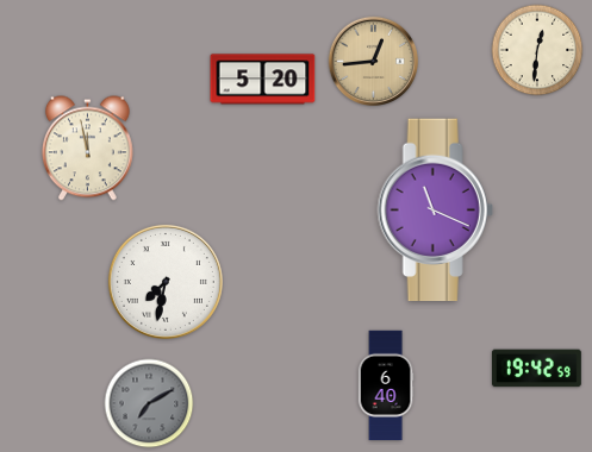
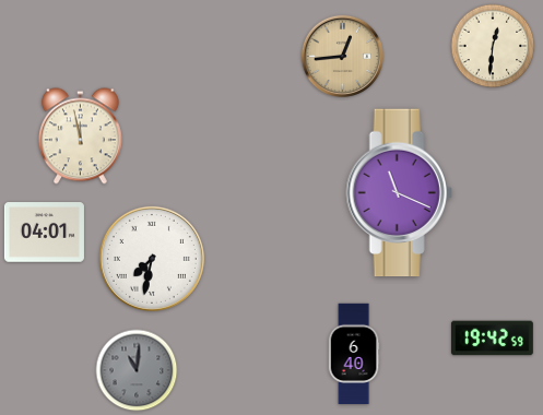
clock at (263, 80): 5:20 -> none
clock at (44, 233): none -> 04:01
clock at (149, 403): 7:10 -> 11:01
